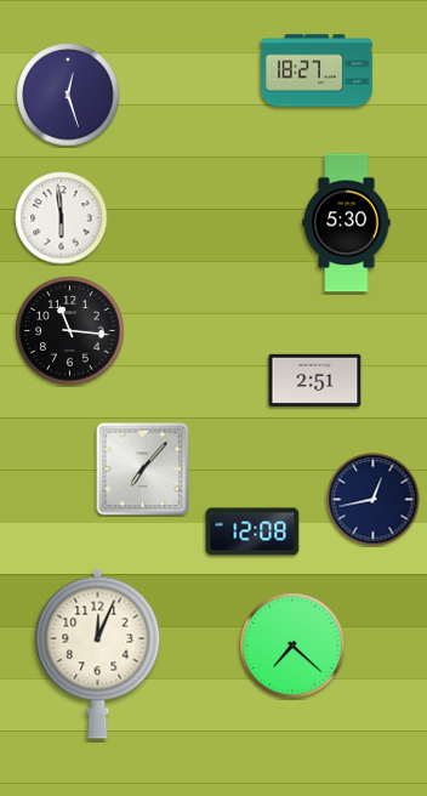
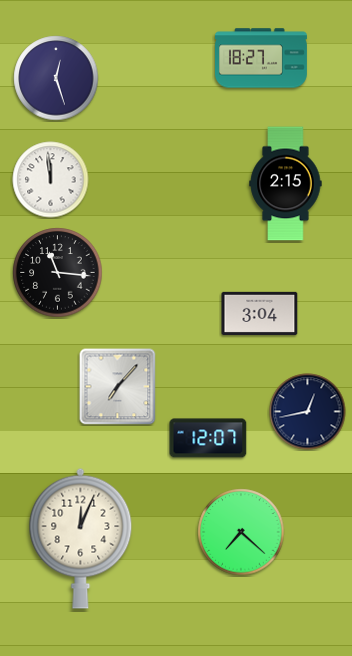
clock at (62, 218): 5:59 -> 11:59
clock at (347, 223): 5:30 -> 2:15
clock at (315, 380): 2:51 -> 3:04
clock at (252, 531): 12:08 -> 12:07
